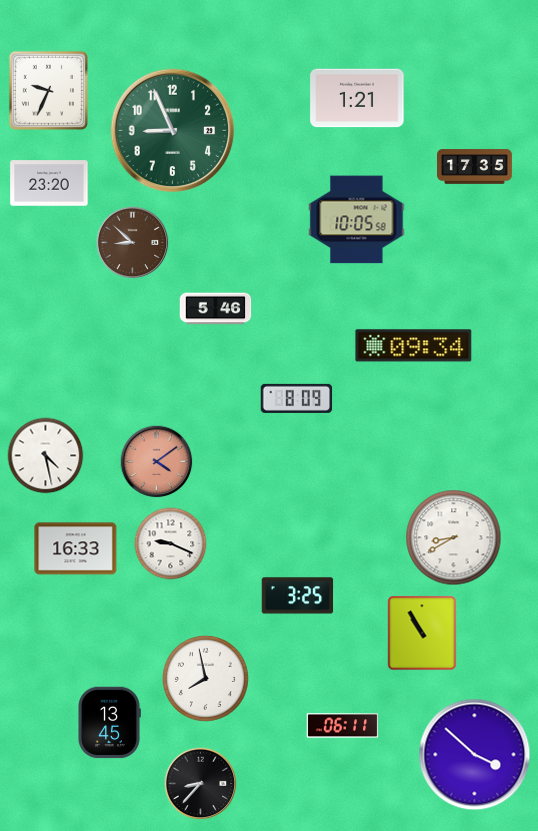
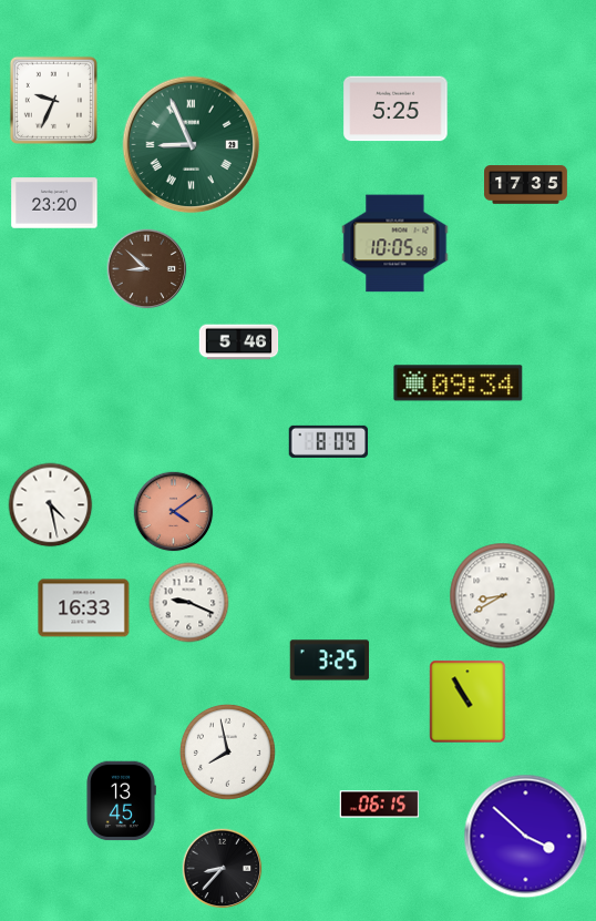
clock at (357, 98): 1:21 -> 5:25
clock at (173, 131) numerals: Arabic -> Roman
clock at (343, 726): 06:11 -> 06:15
